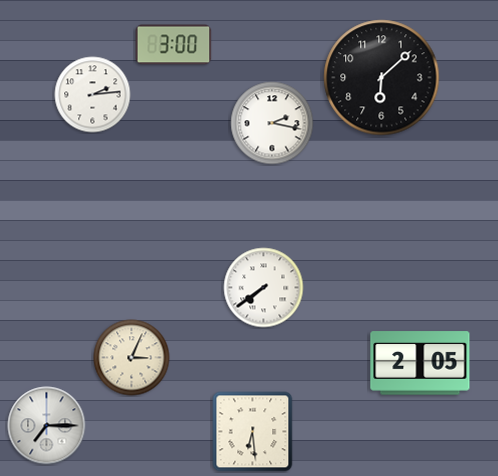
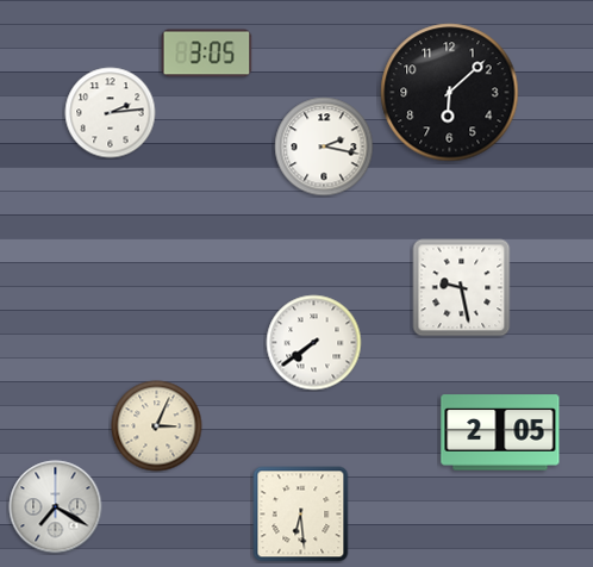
clock at (174, 45): 3:00 -> 3:05
clock at (382, 78) position: (382, 78) -> (450, 93)
clock at (462, 288): none -> 9:28
clock at (47, 426): 7:15 -> 7:20
